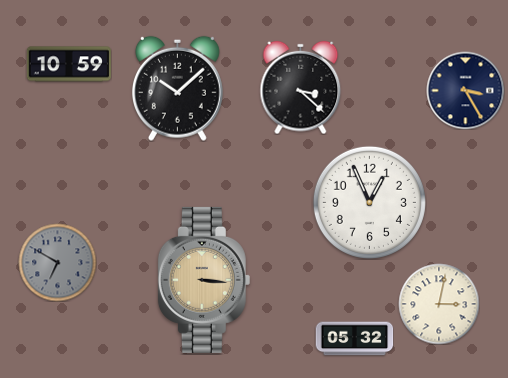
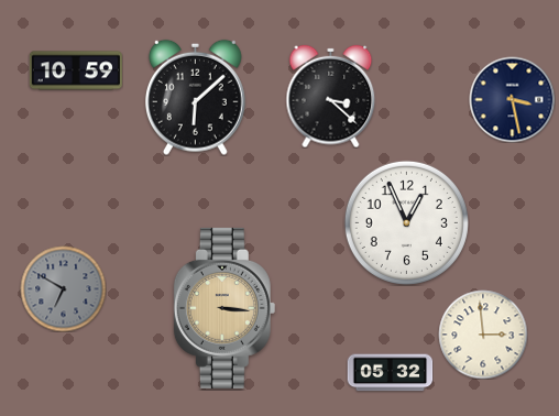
clock at (177, 88): 10:08 -> 6:08
clock at (465, 90): 3:25 -> 3:28
clock at (439, 304): 3:02 -> 2:59
